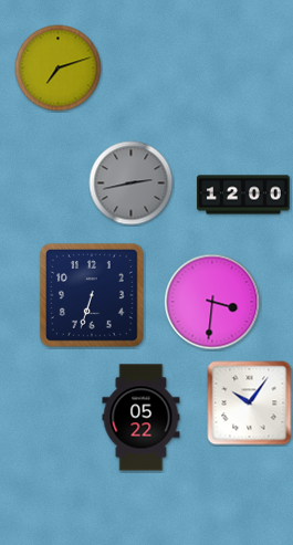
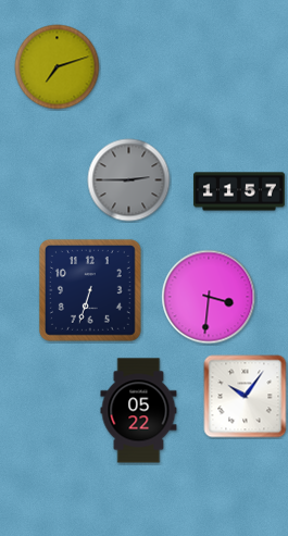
clock at (132, 184): 2:43 -> 2:45
clock at (244, 195): 12:00 -> 11:57
